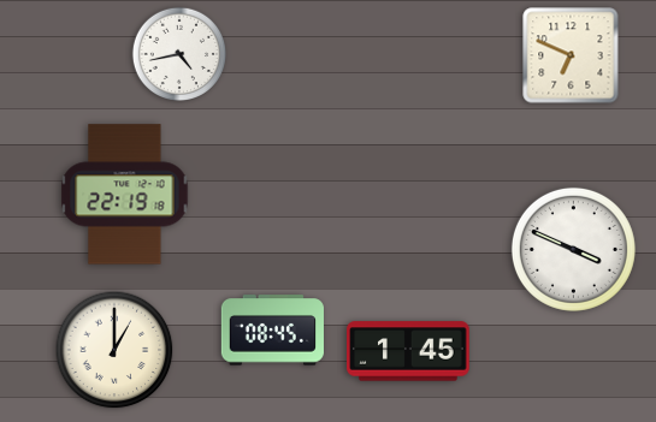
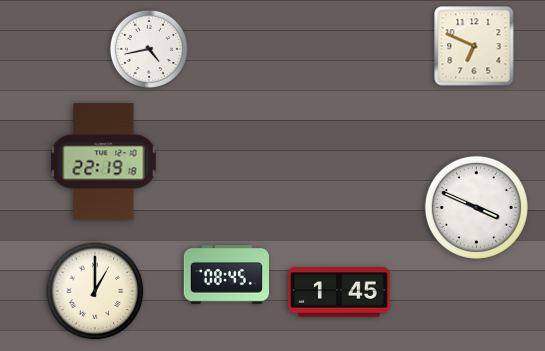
clock at (178, 53) position: (178, 53) -> (148, 48)
